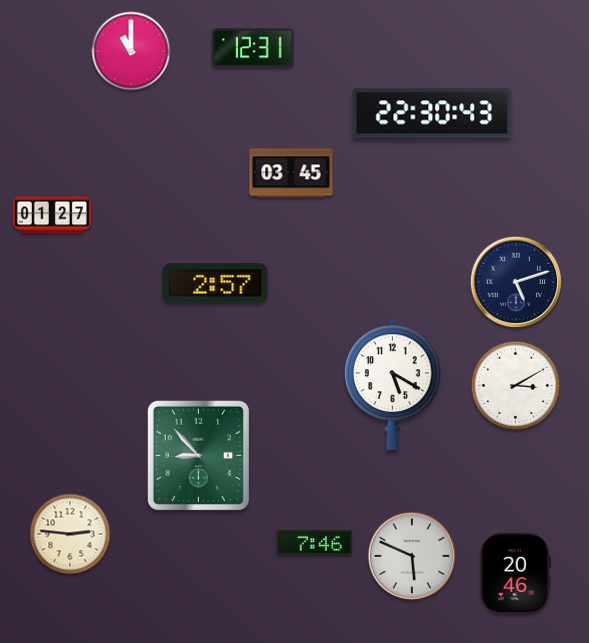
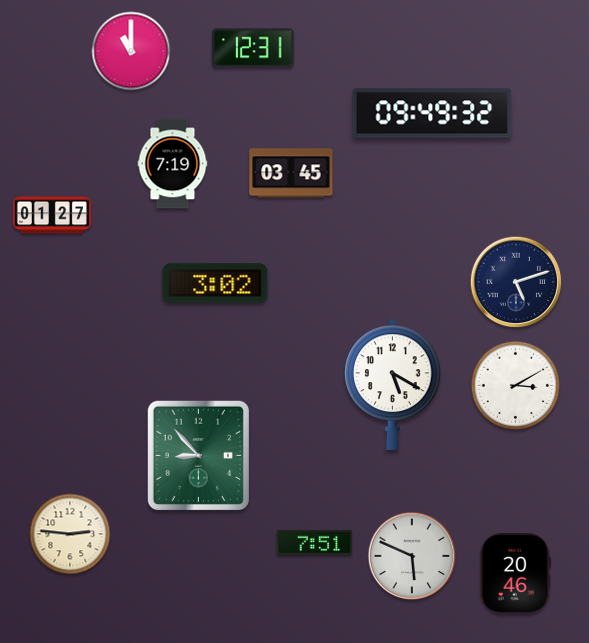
clock at (432, 113): 22:30 -> 09:49
clock at (173, 164): none -> 7:19
clock at (215, 283): 2:57 -> 3:02
clock at (315, 542): 7:46 -> 7:51
